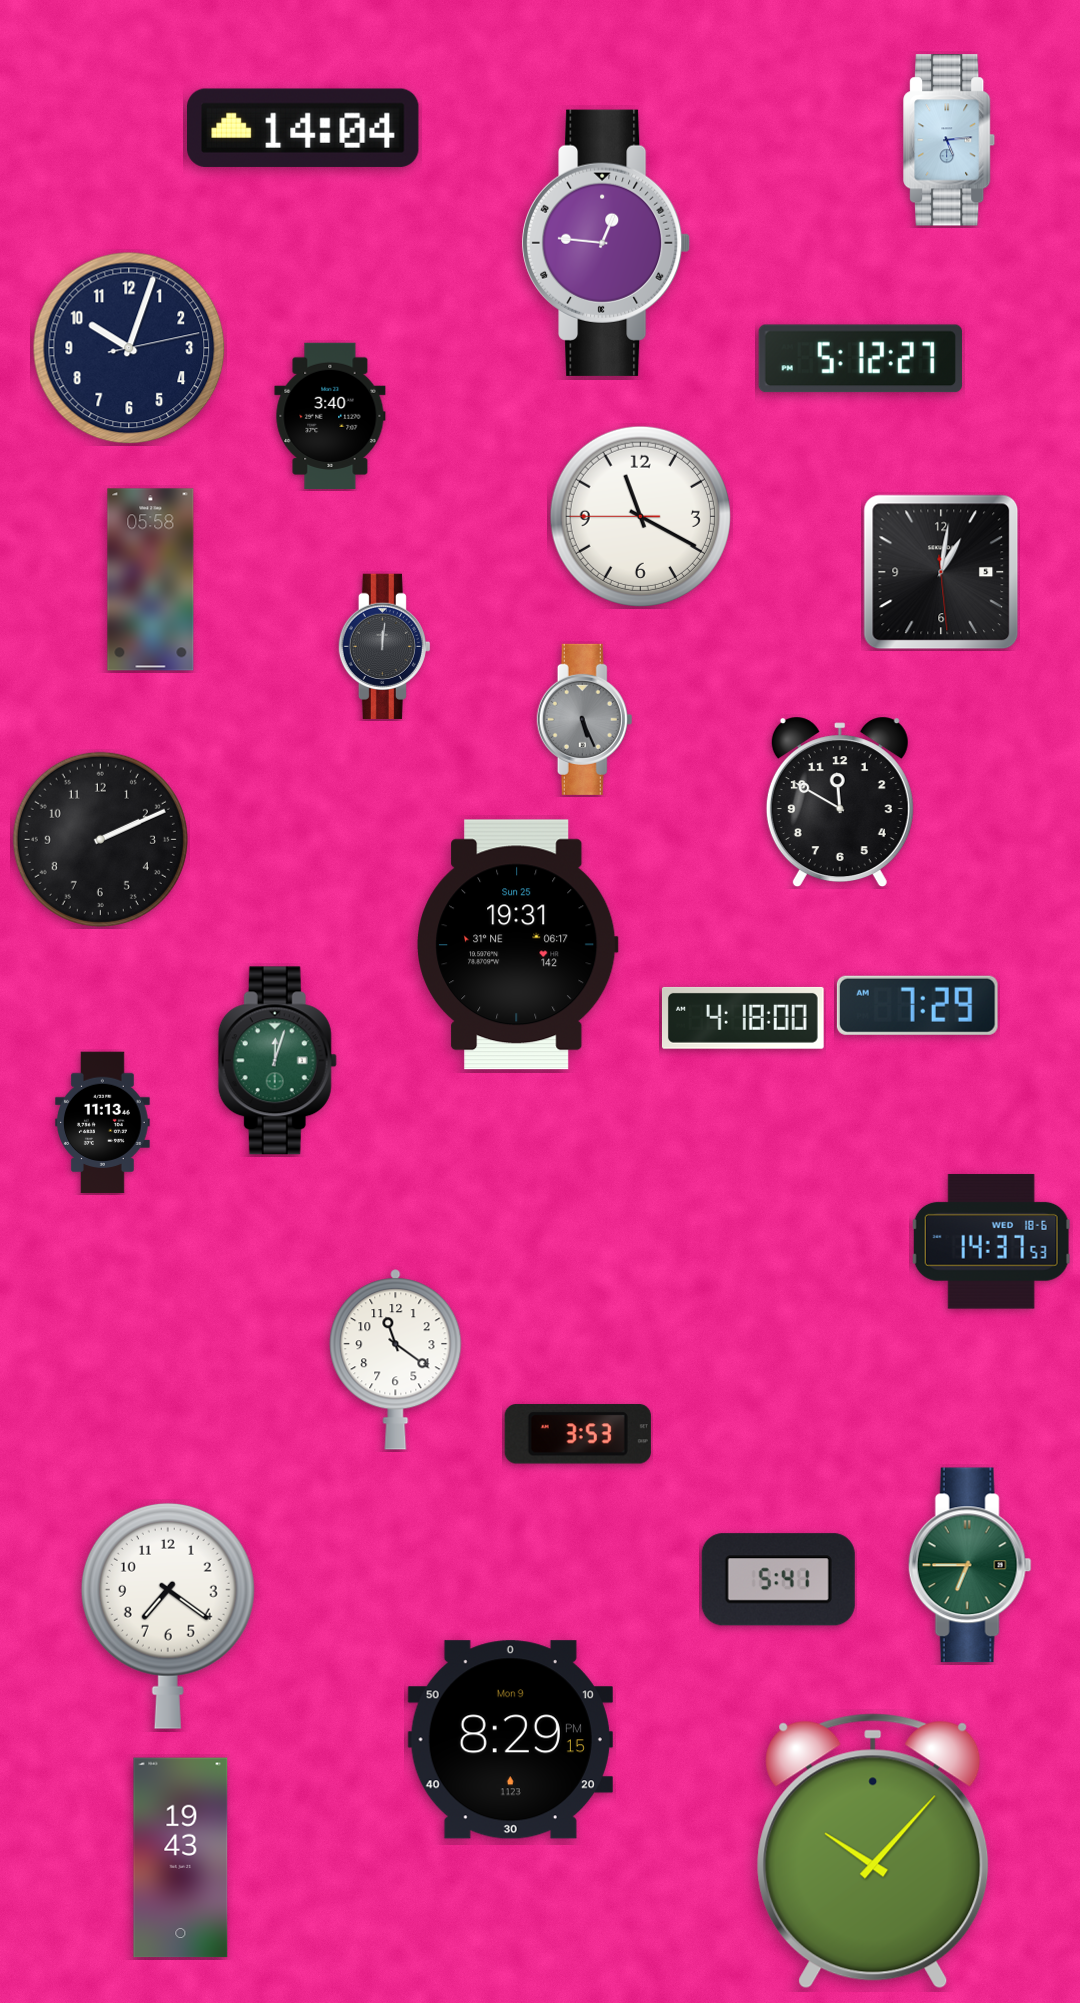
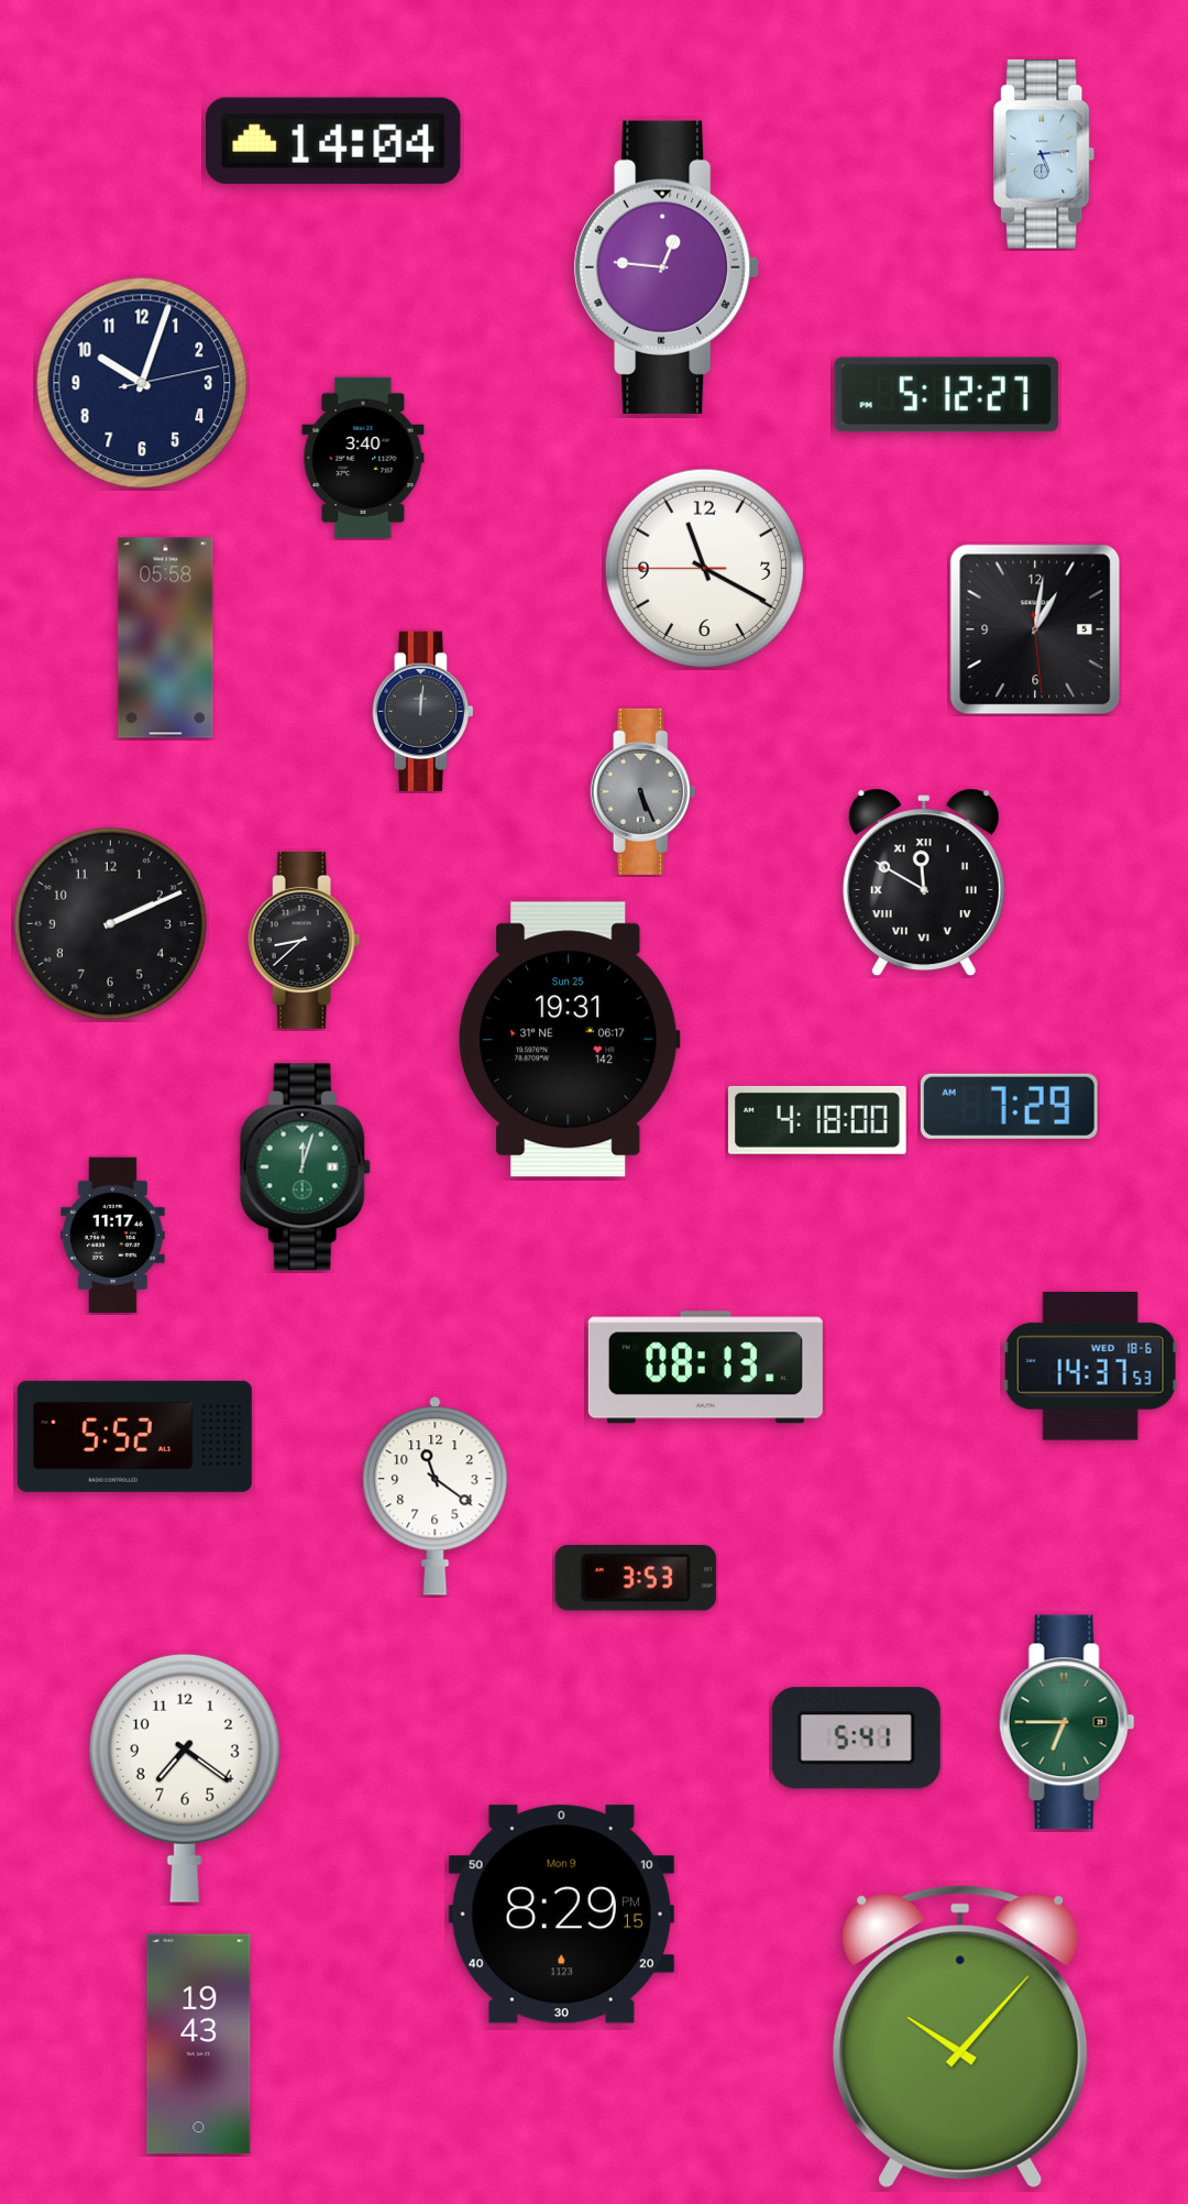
clock at (840, 802) numerals: Arabic -> Roman
clock at (305, 940): none -> 8:38
clock at (103, 1123): 11:13 -> 11:17
clock at (705, 1368): none -> 08:13
clock at (134, 1436): none -> 5:52
